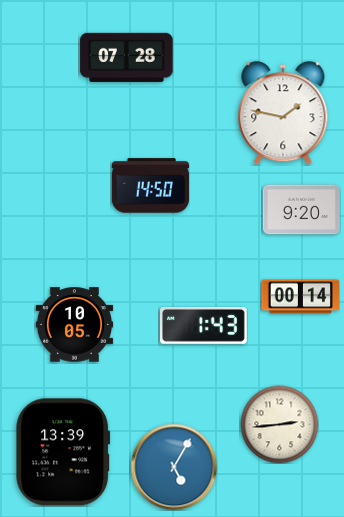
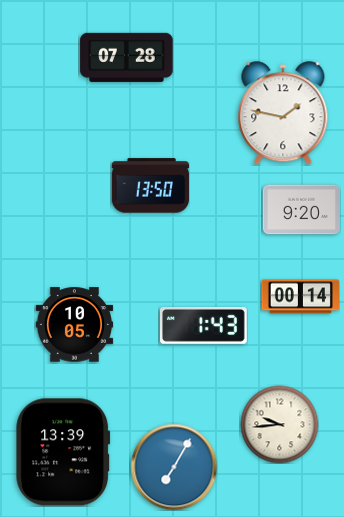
clock at (150, 186): 14:50 -> 13:50
clock at (279, 424): 2:44 -> 9:44
clock at (174, 467): 5:05 -> 7:05
